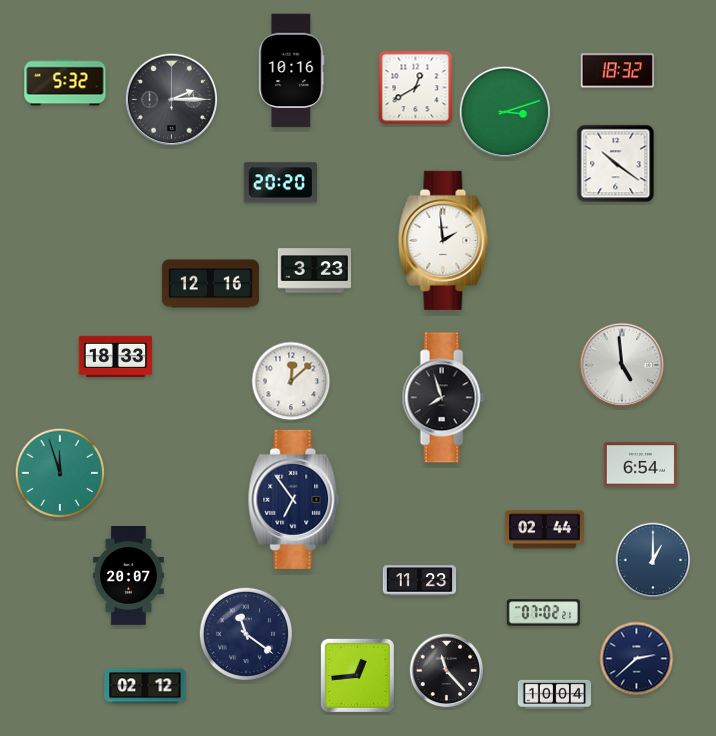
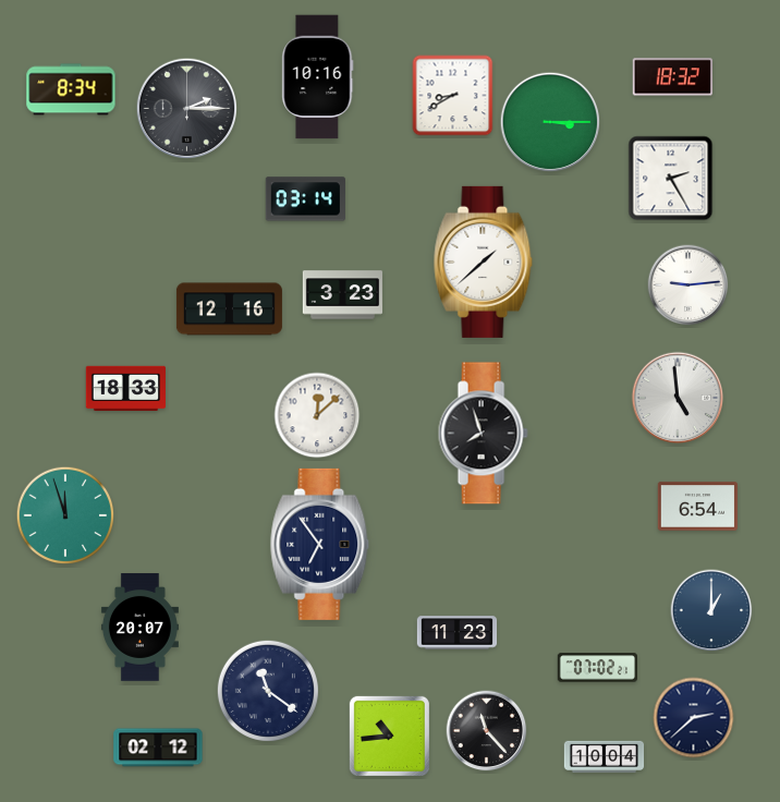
clock at (65, 82): 5:32 -> 8:34
clock at (416, 88): 12:40 -> 8:40
clock at (505, 112): 3:12 -> 3:15
clock at (616, 164): 10:21 -> 2:25
clock at (280, 183): 20:20 -> 03:14
clock at (444, 240): 1:59 -> 1:38
clock at (688, 285): none -> 9:14
clock at (545, 530): 02:44 -> none
clock at (543, 613) position: (543, 613) -> (597, 668)
clock at (357, 675): 12:44 -> 10:44
